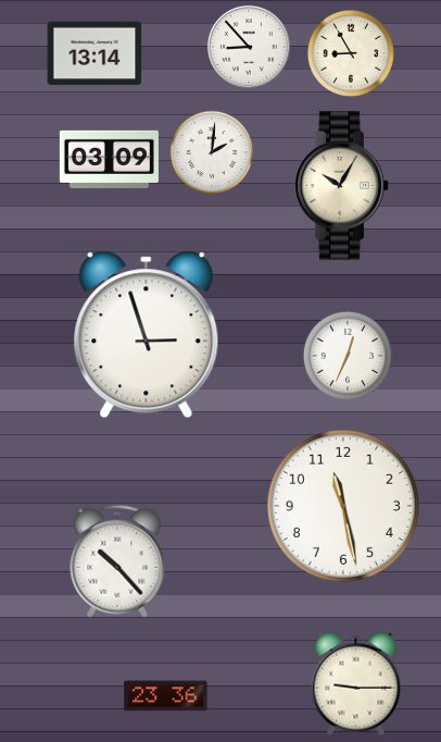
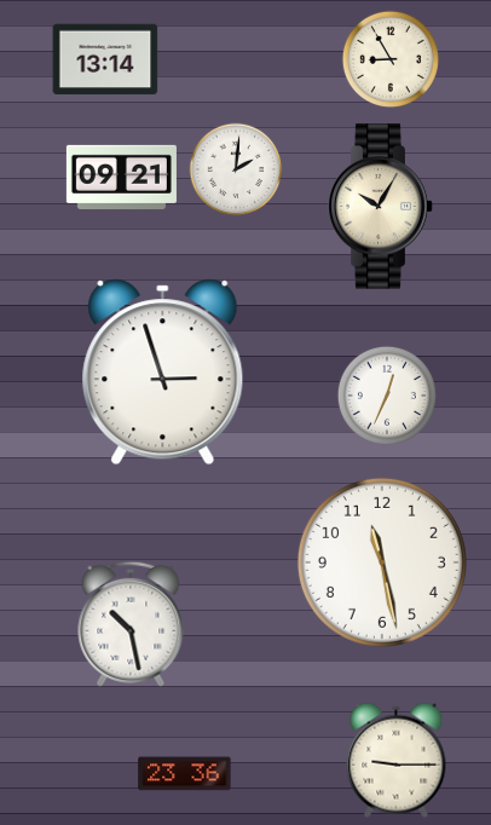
clock at (249, 47): 8:53 -> none
clock at (109, 159): 03:09 -> 09:21
clock at (117, 561): 10:23 -> 10:28
